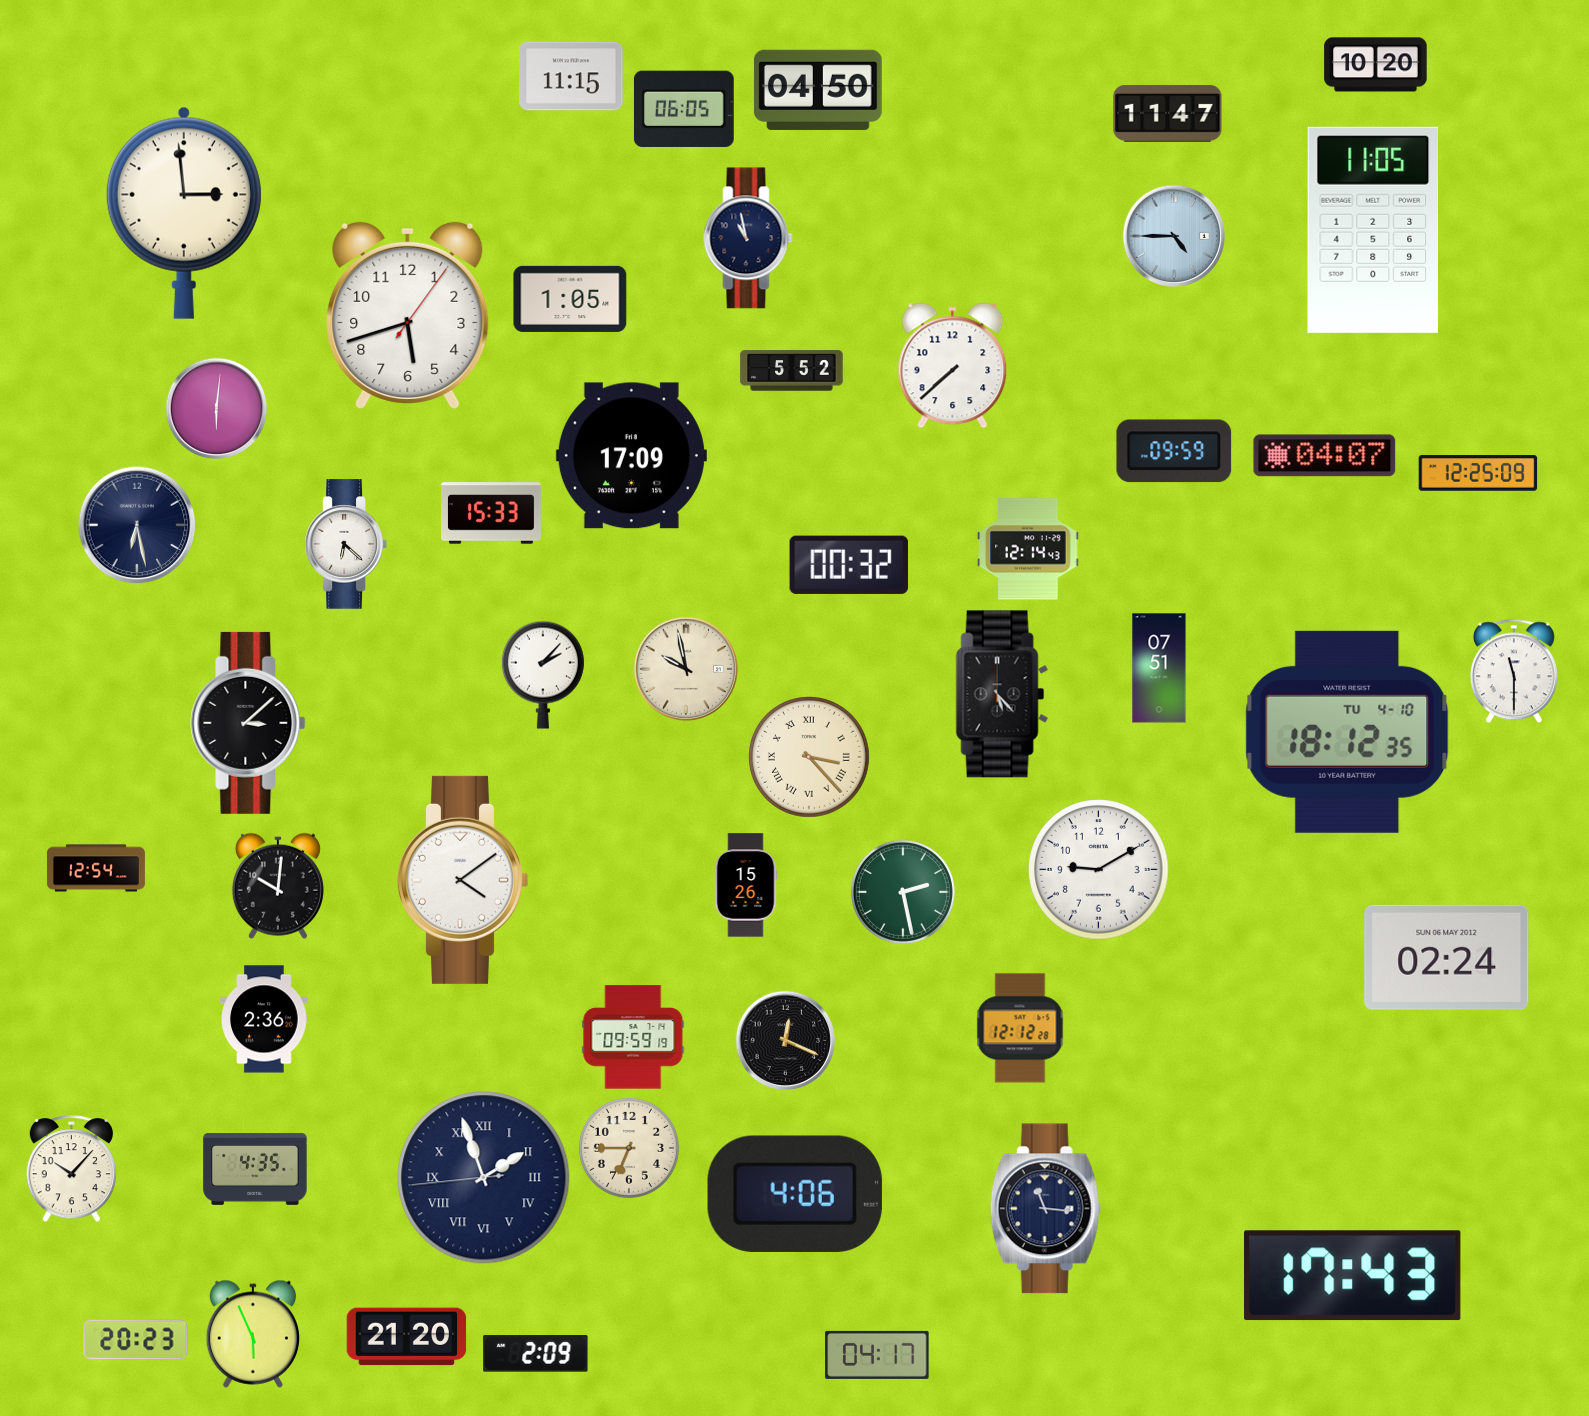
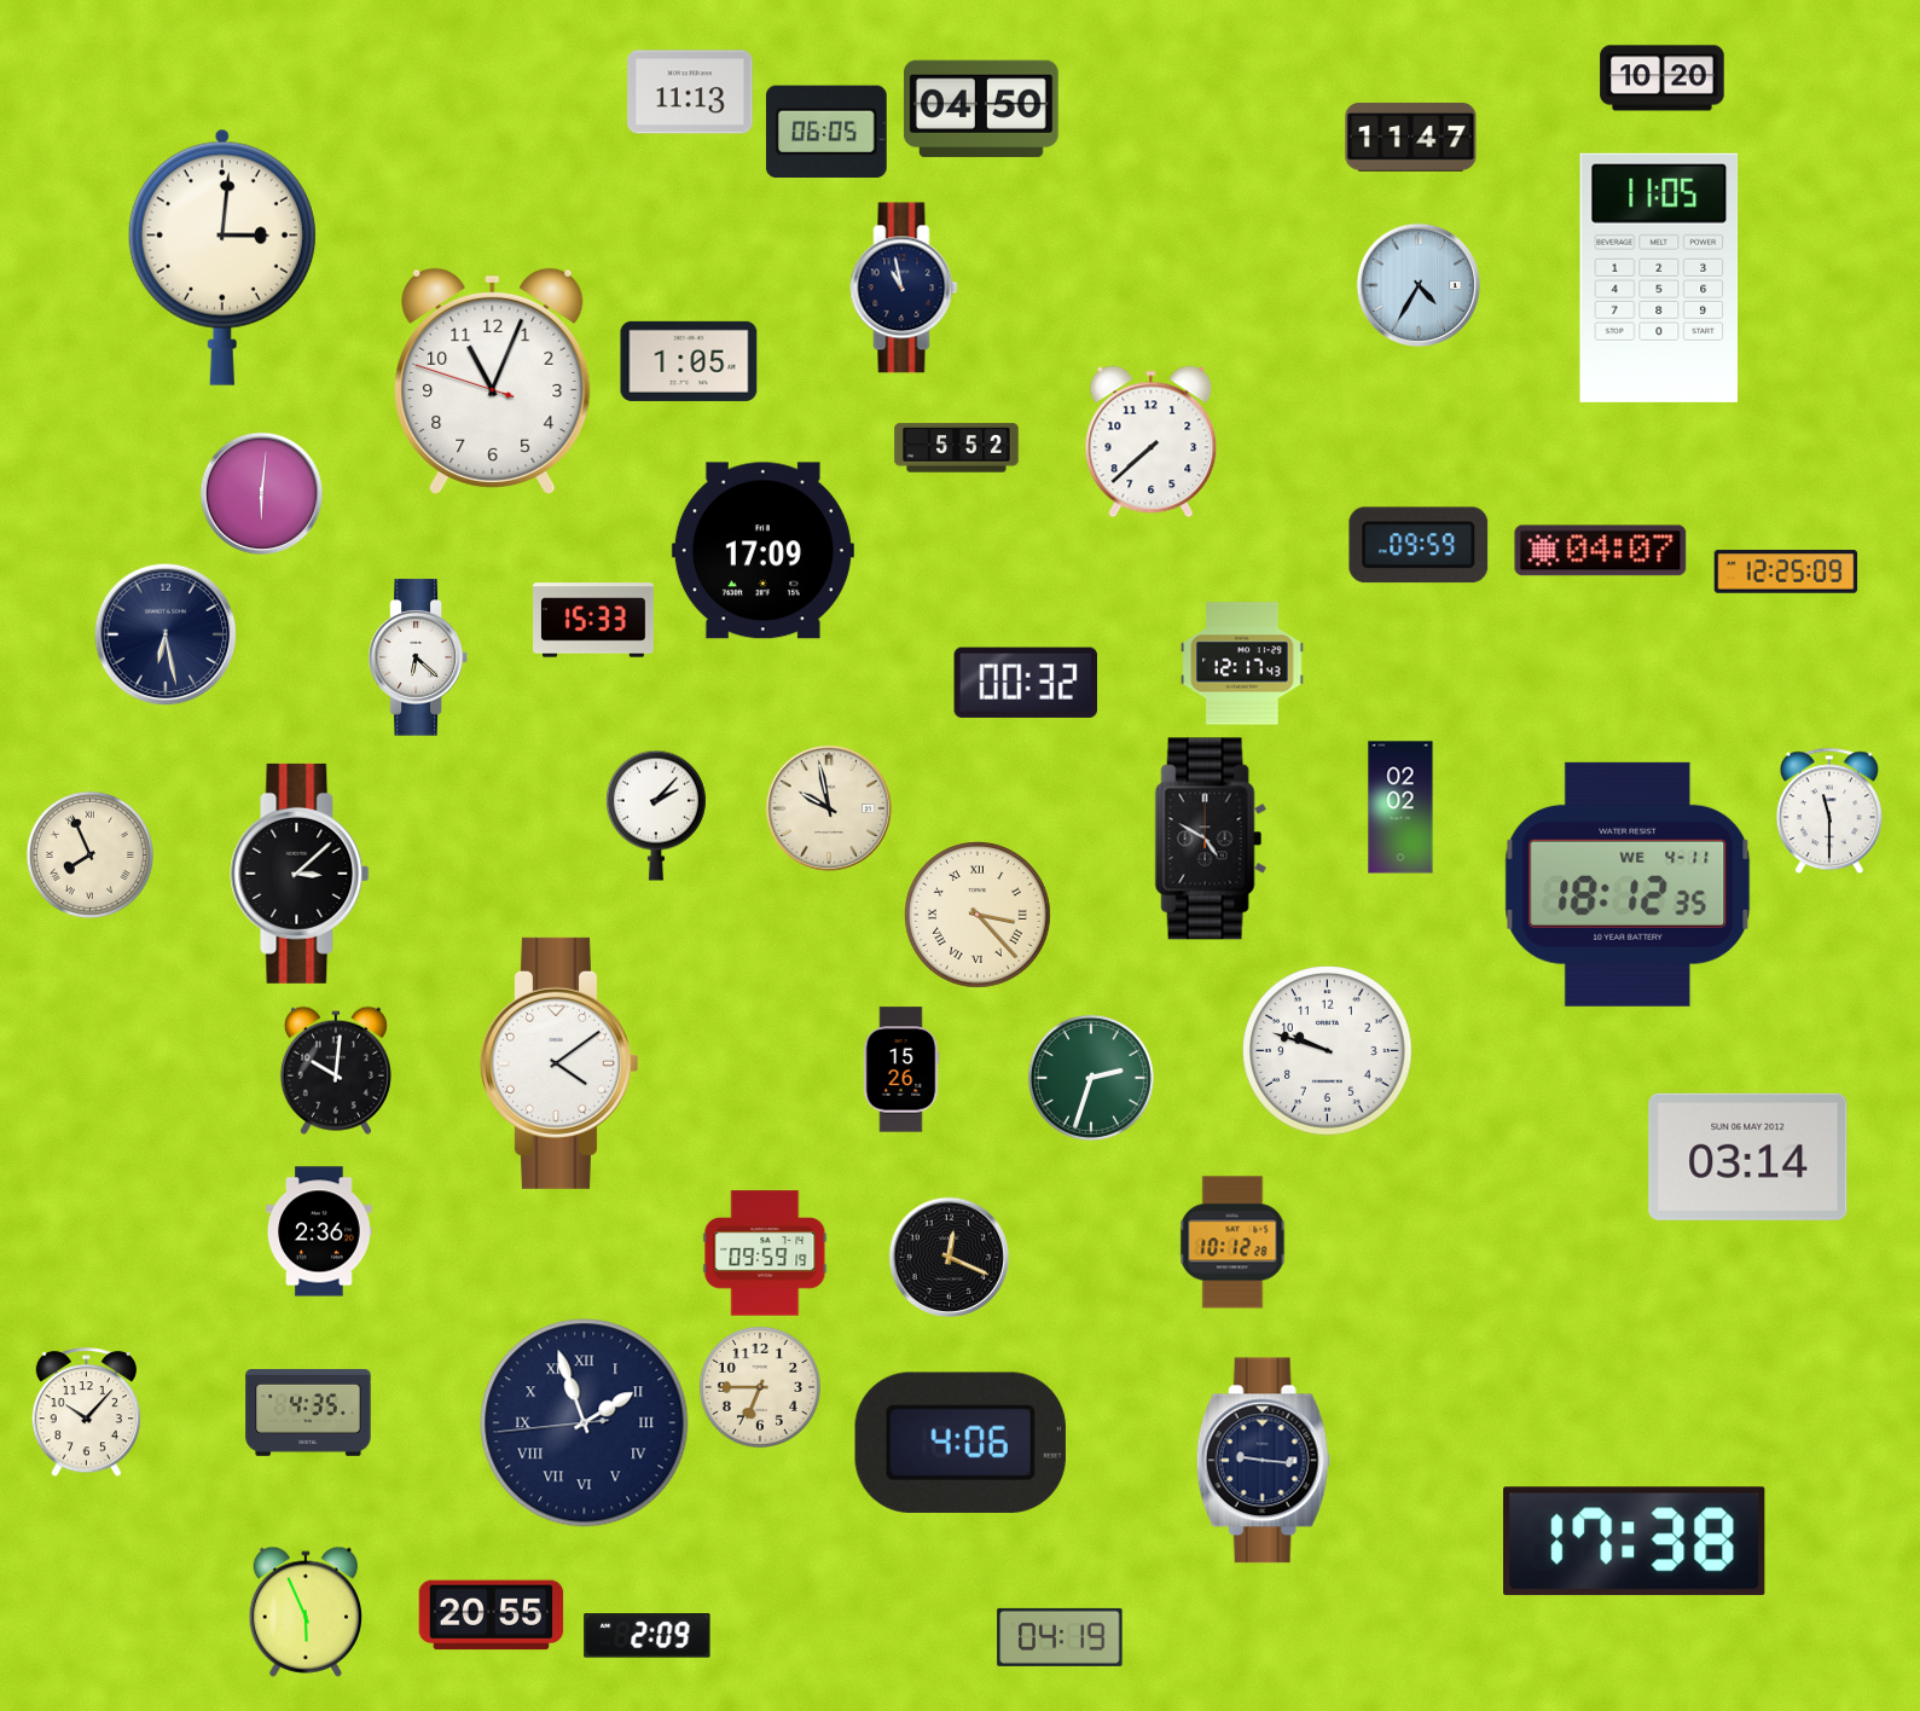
clock at (571, 76): 11:15 -> 11:13
clock at (818, 90) position: (818, 90) -> (981, 109)
clock at (184, 213): 2:59 -> 3:01
clock at (1174, 236): 4:45 -> 4:35
clock at (408, 315): 5:42 -> 11:03
clock at (1028, 549): 12:14 -> 12:17
clock at (1159, 668): 07:51 -> 02:02
clock at (1002, 694): 5:23 -> 4:50
clock at (89, 854): none -> 7:56
clock at (1347, 732) date: TU 4-10 -> WE 4-11
clock at (96, 868): 12:54 -> none
clock at (1099, 870): 9:10 -> 9:48
clock at (903, 892): 2:28 -> 2:33
clock at (1447, 957): 02:24 -> 03:14
clock at (1020, 1028): 12:12 -> 10:12
clock at (1045, 1209): 11:16 -> 9:16
clock at (1353, 1276): 17:43 -> 17:38
clock at (407, 1337): 21:20 -> 20:55
clock at (136, 1340): 20:23 -> none
clock at (877, 1355): 04:17 -> 04:19
